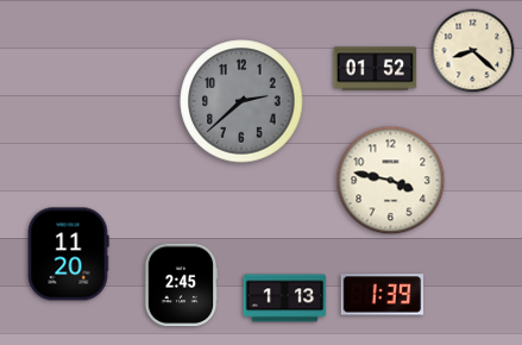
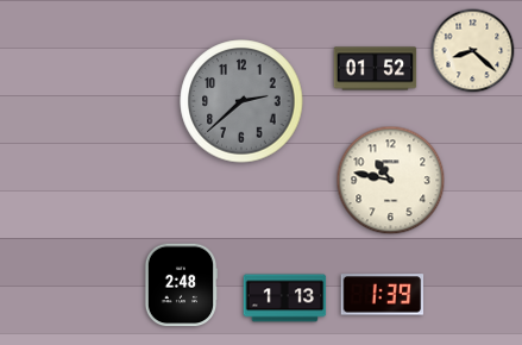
clock at (391, 181): 3:47 -> 10:47
clock at (68, 255): 11:20 -> none
clock at (181, 286): 2:45 -> 2:48
